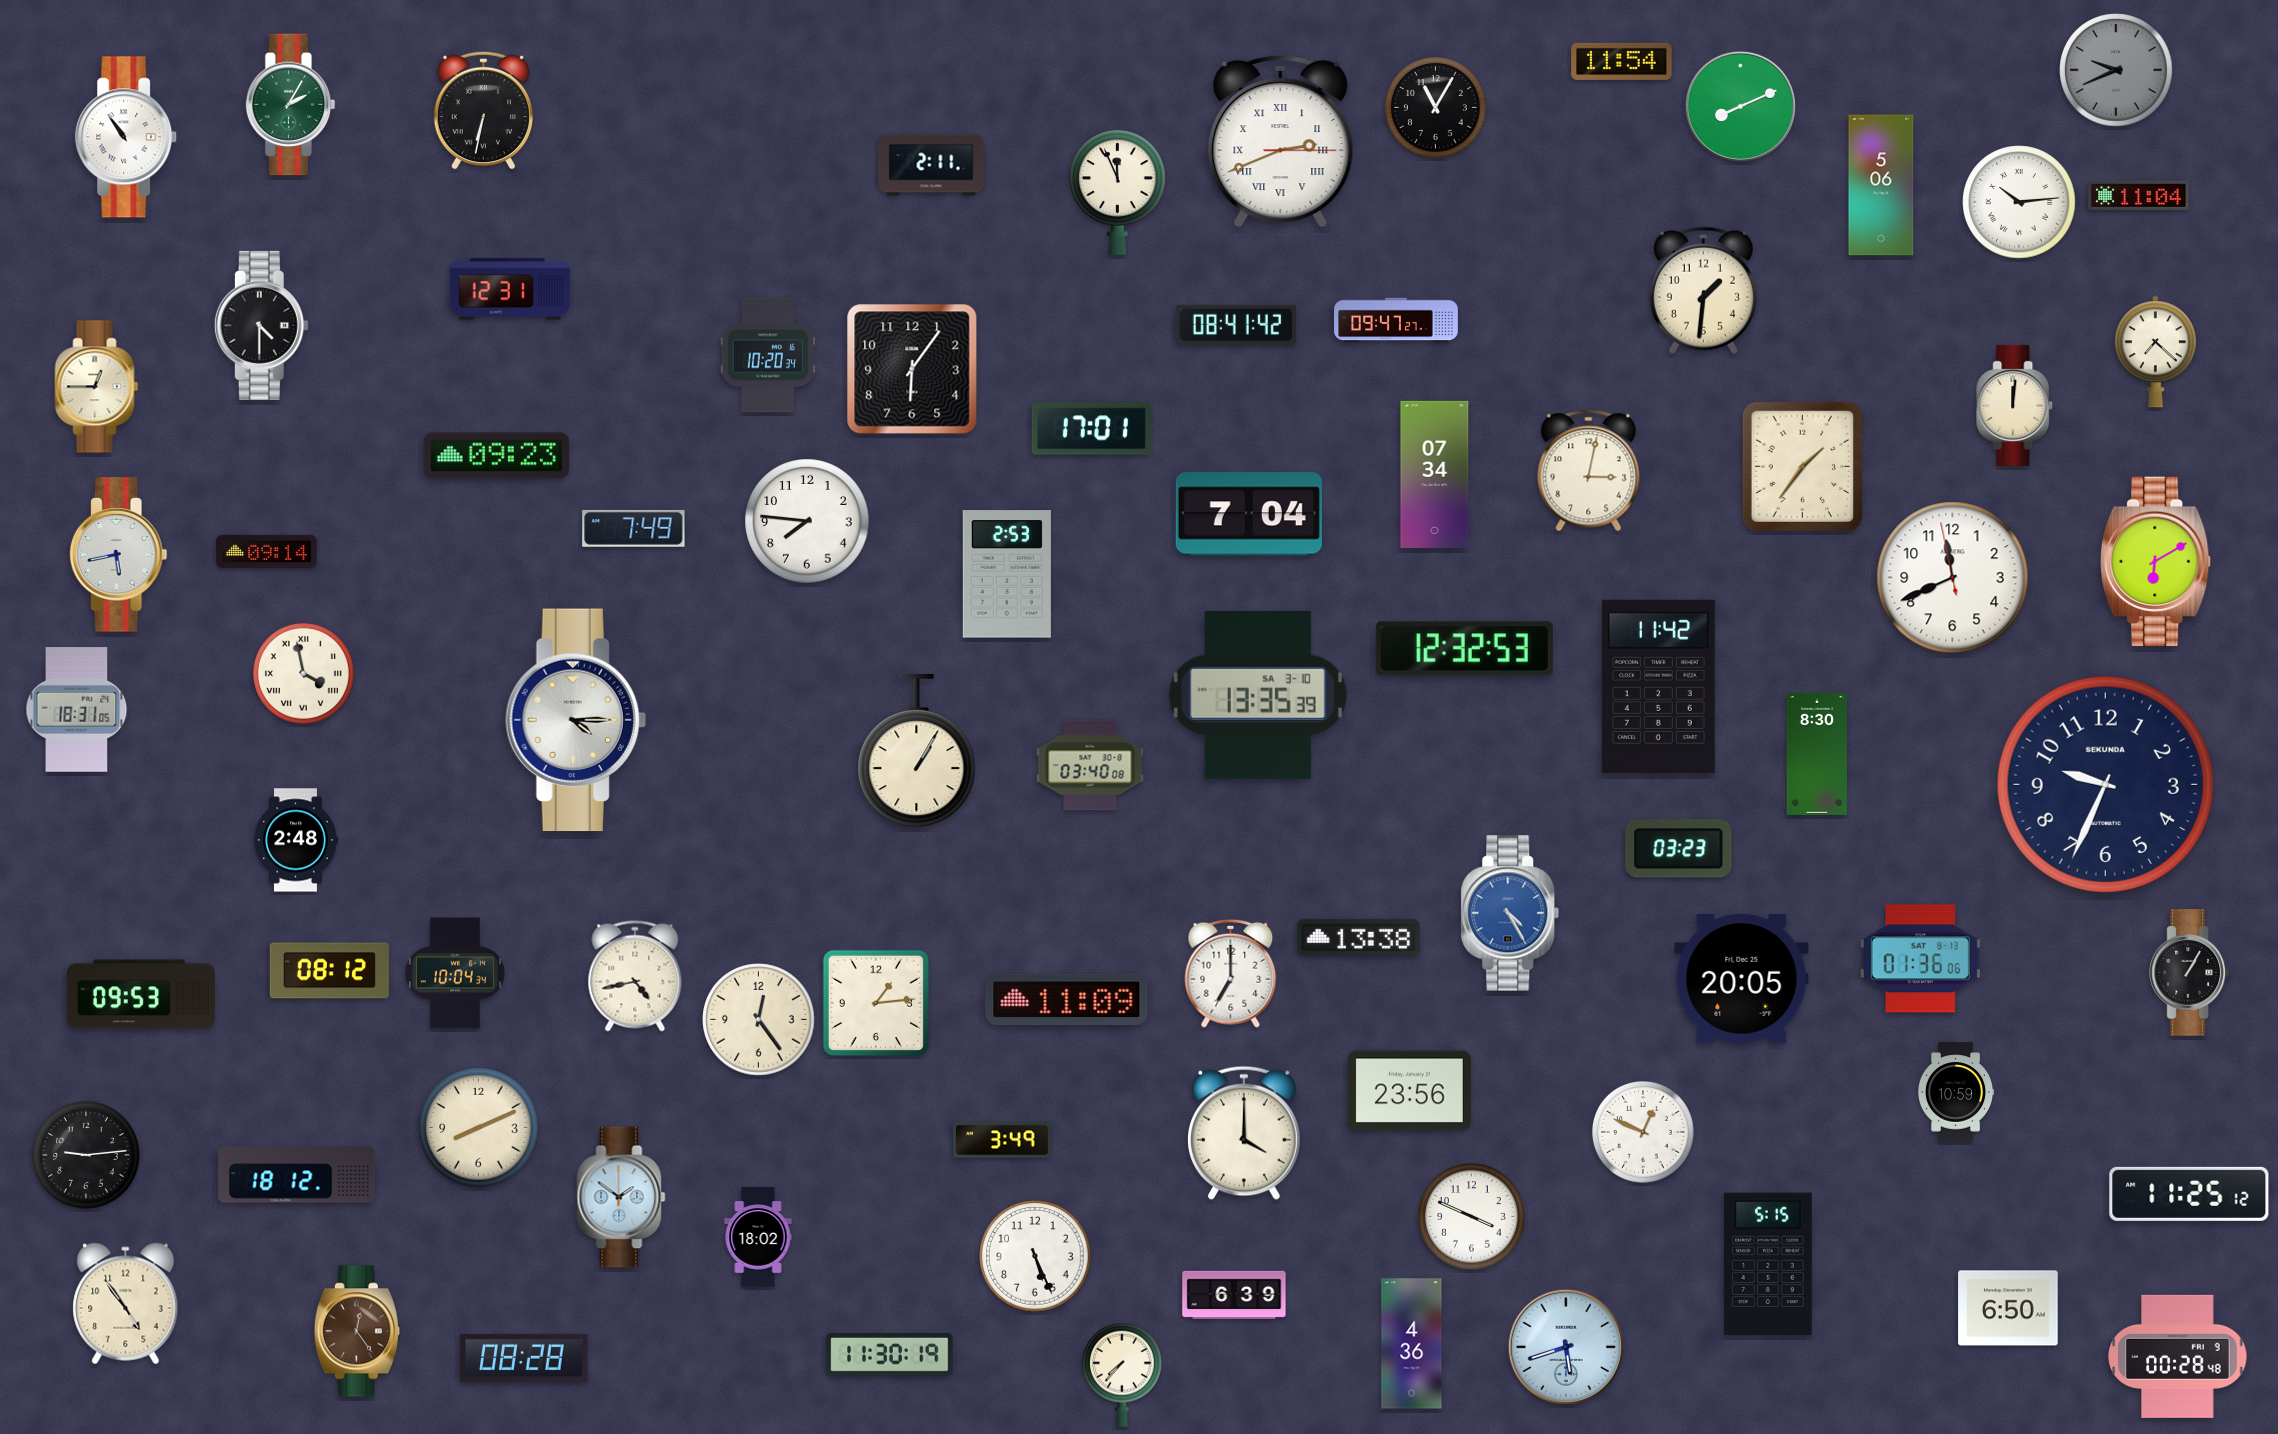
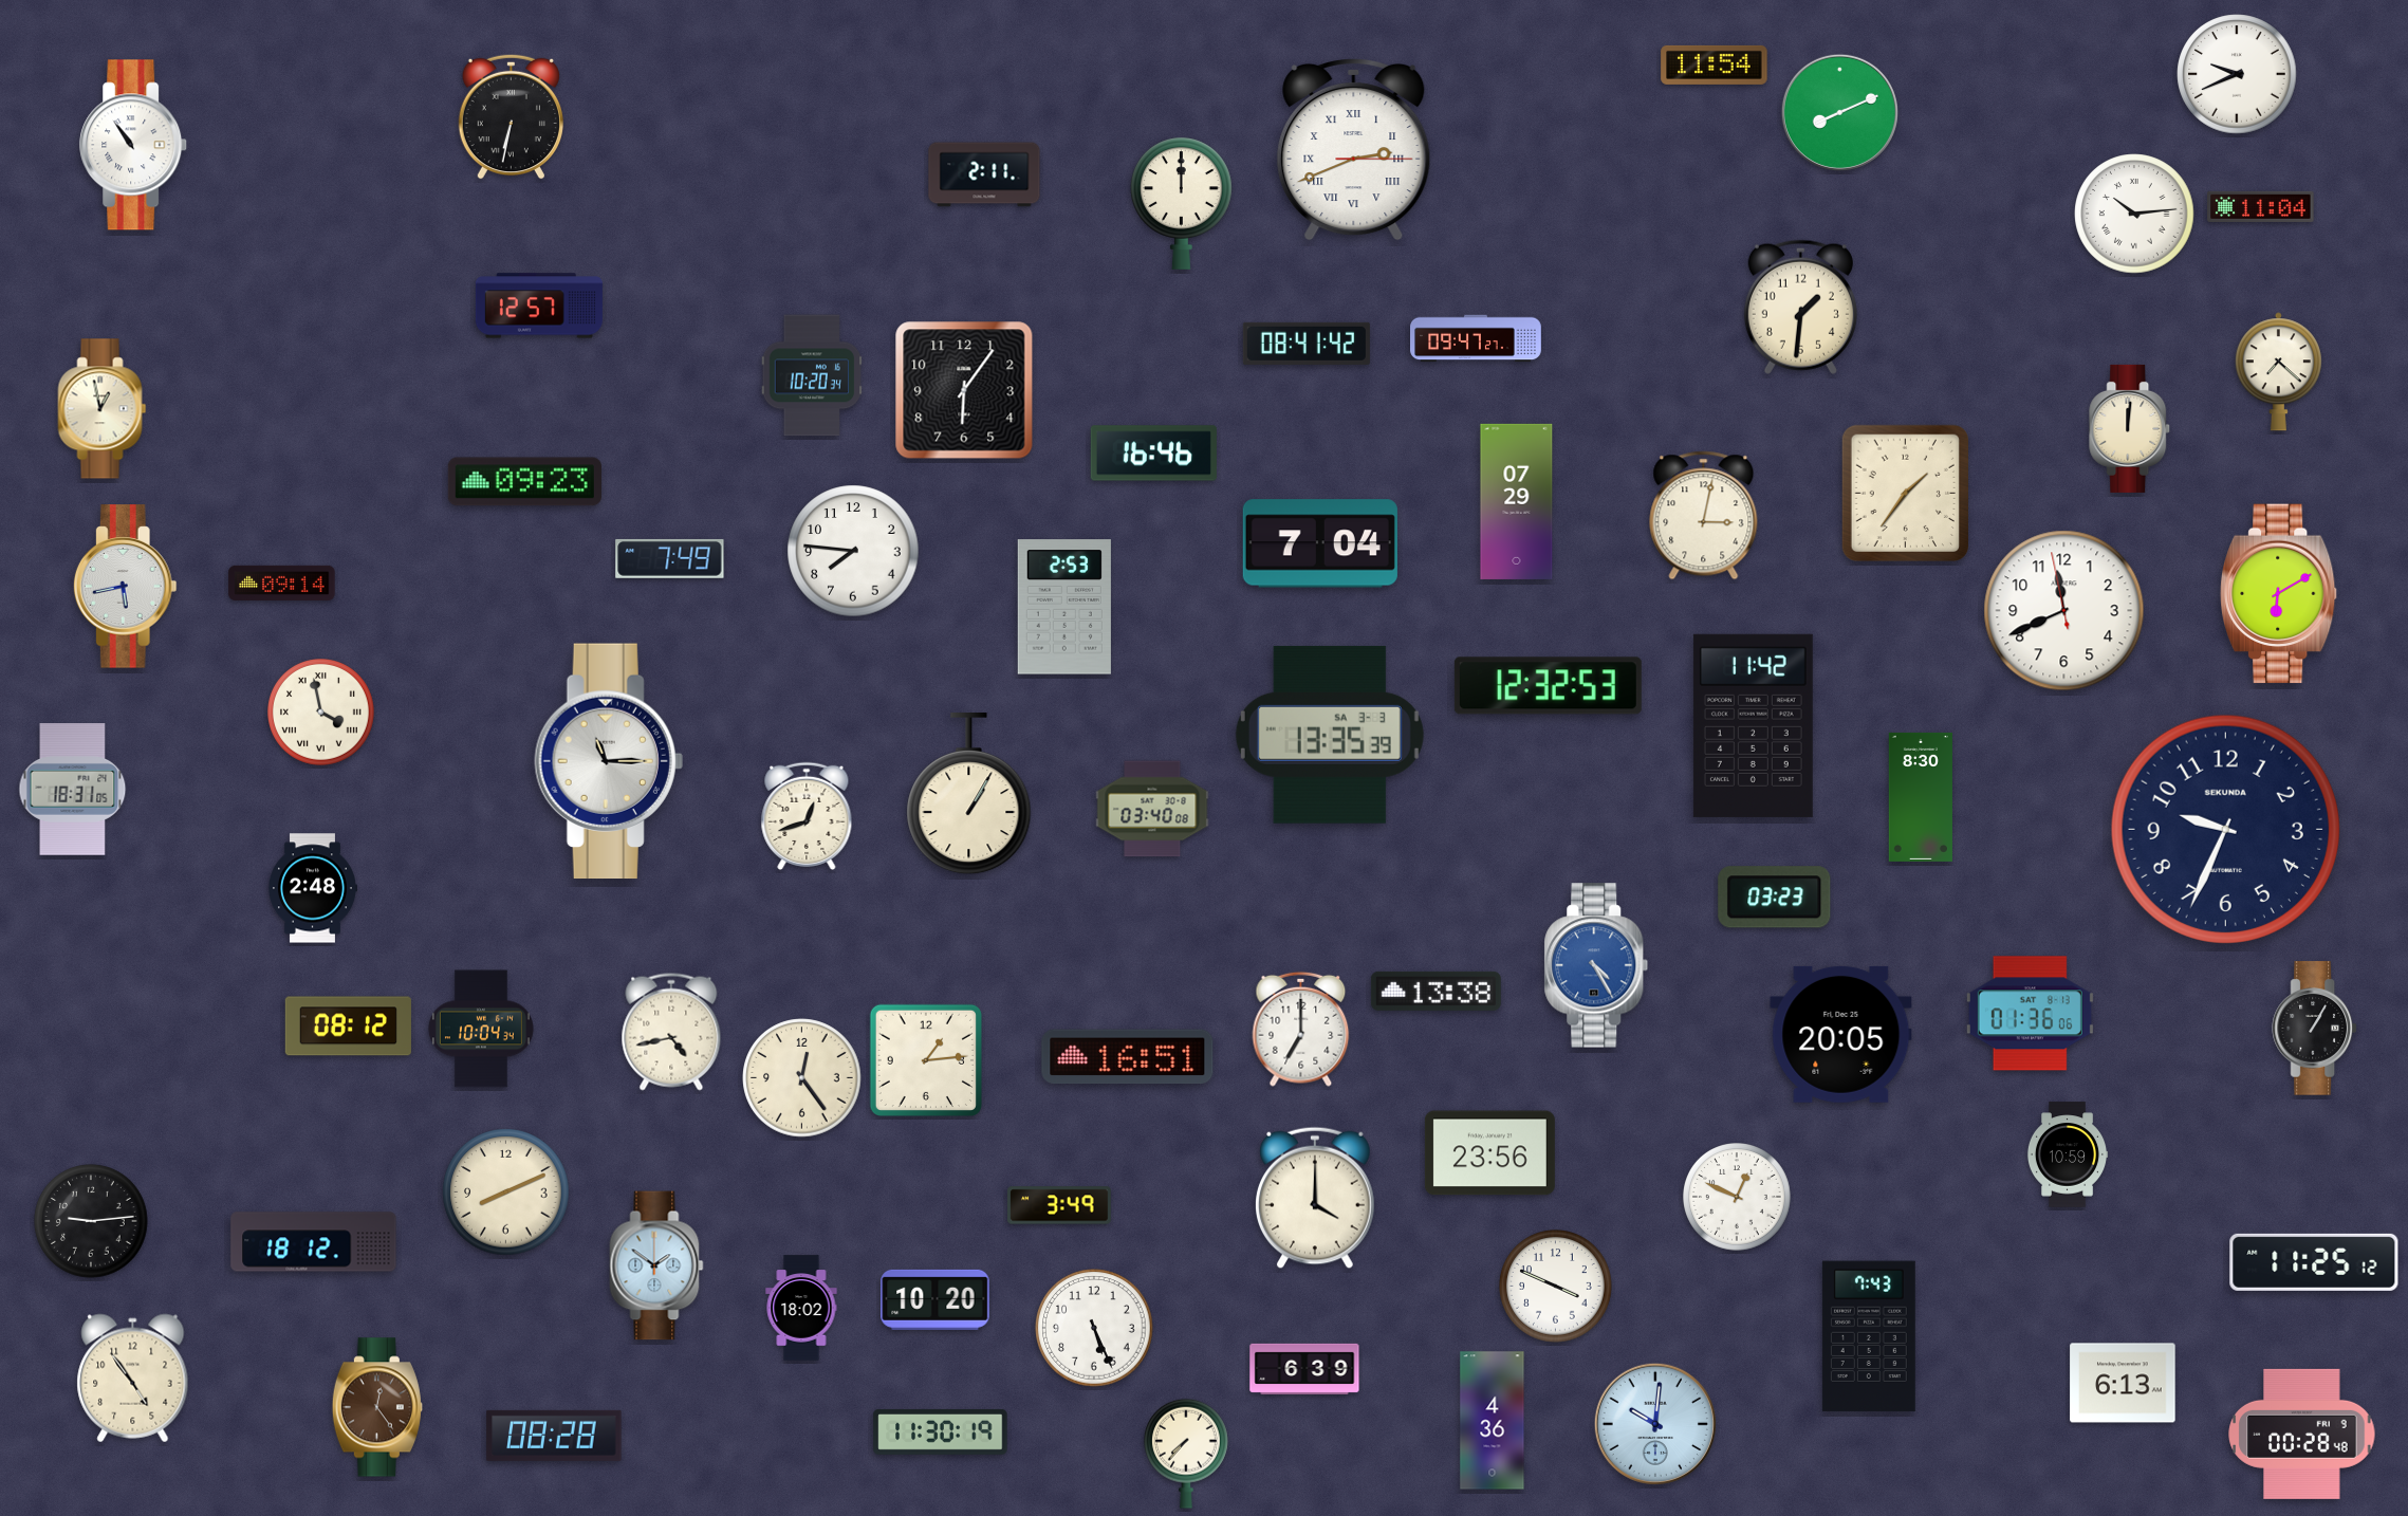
clock at (2116, 70) dial: grey -> white
clock at (291, 105): 2:05 -> none
clock at (1436, 108): 11:05 -> none
clock at (1881, 185): 5:06 -> none
clock at (1118, 192): 11:56 -> 12:00
clock at (510, 289): 12:31 -> 12:57
clock at (261, 325): 4:30 -> none
clock at (97, 387): 12:45 -> 12:58
clock at (1091, 429): 17:01 -> 16:46
clock at (1589, 471) position: (1589, 471) -> (1704, 516)
clock at (1435, 474): 07:34 -> 07:29
clock at (1258, 695) date: SA 3-10 -> SA 3-3
clock at (77, 710) position: (77, 710) -> (73, 790)
clock at (576, 720): 4:15 -> 11:15
clock at (807, 816): none -> 12:42
clock at (141, 994): 09:53 -> none
clock at (1067, 1000): 11:09 -> 16:51
clock at (936, 1299): none -> 10:20
clock at (1768, 1264): 5:15 -> 7:43
clock at (2008, 1308): 6:50 -> 6:13
clock at (1566, 1347): 5:42 -> 10:01
